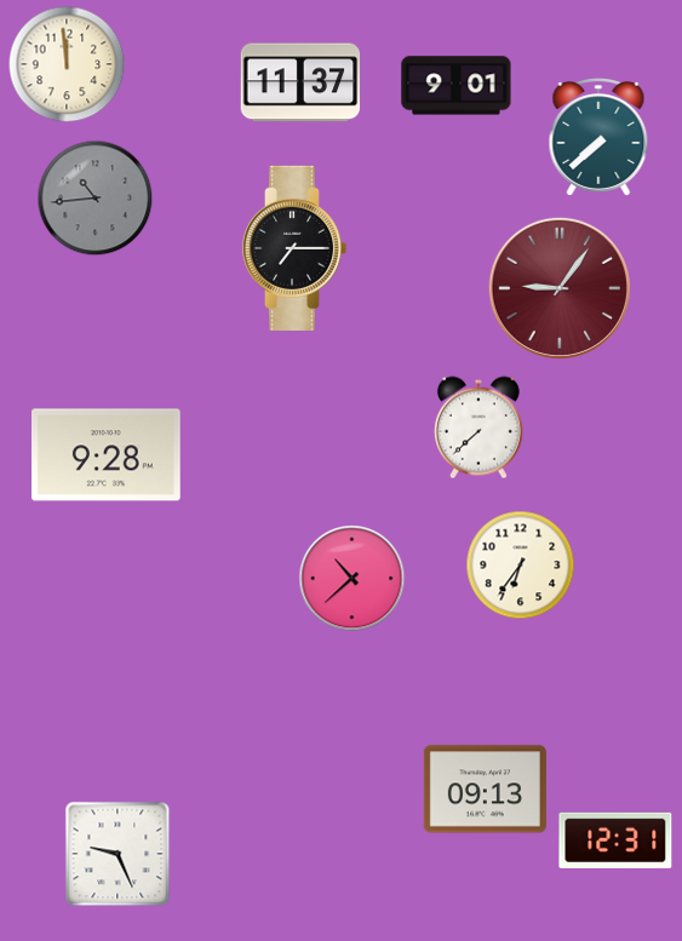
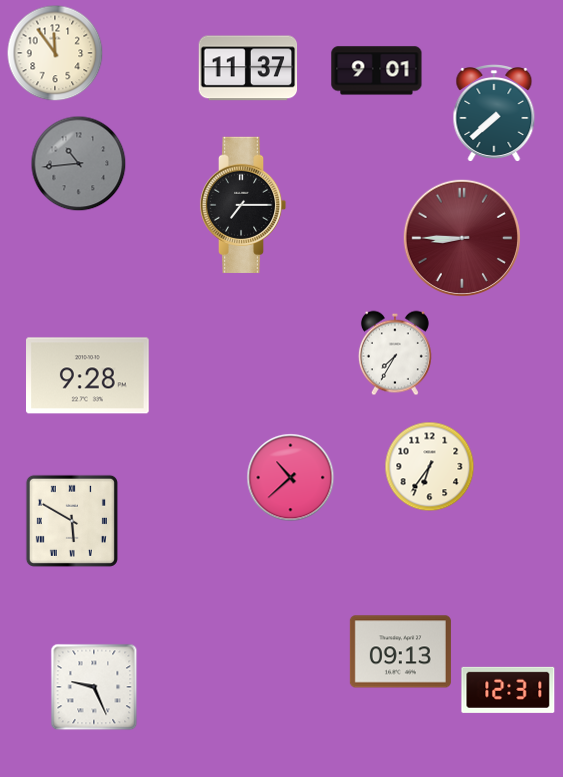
clock at (67, 64): 11:59 -> 11:54
clock at (558, 287): 9:06 -> 8:45
clock at (478, 428): 7:38 -> 7:35
clock at (72, 521): none -> 5:50
clock at (615, 840) position: (615, 840) -> (508, 690)
clock at (118, 854) position: (118, 854) -> (94, 687)
